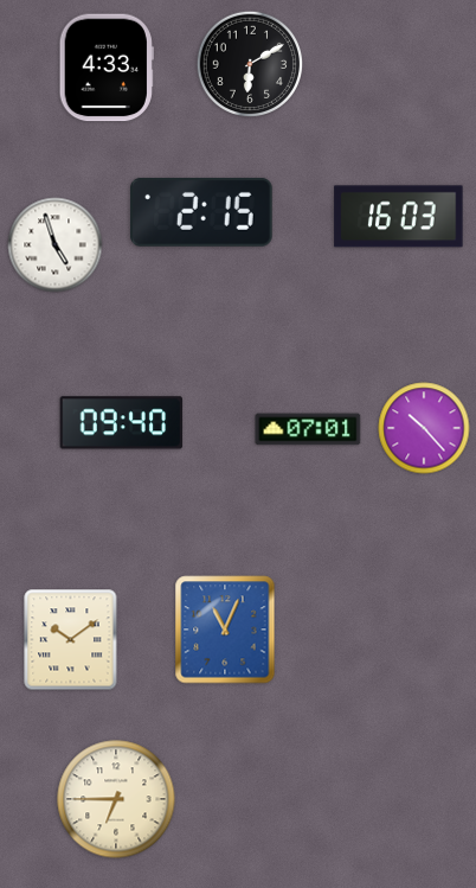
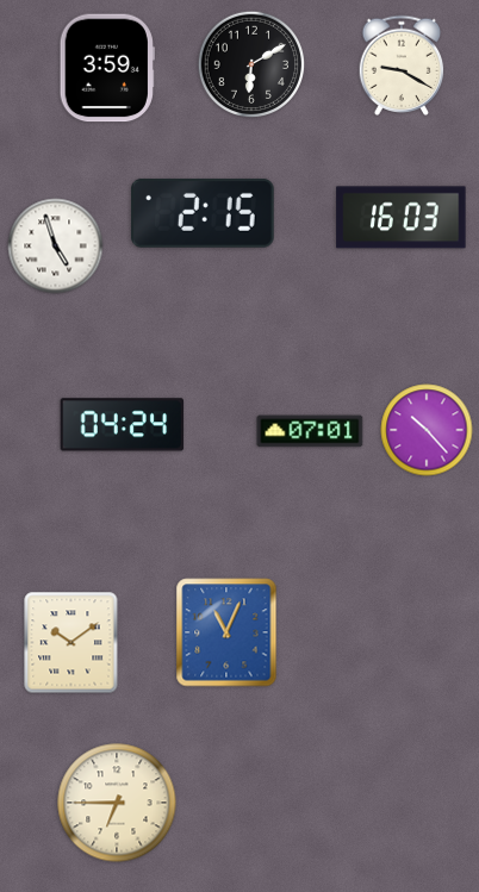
clock at (402, 64): none -> 9:20
clock at (107, 68): 4:33 -> 3:59
clock at (122, 423): 09:40 -> 04:24
